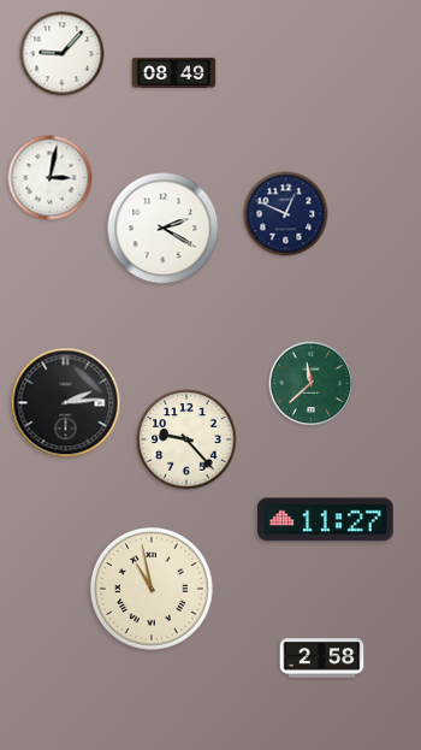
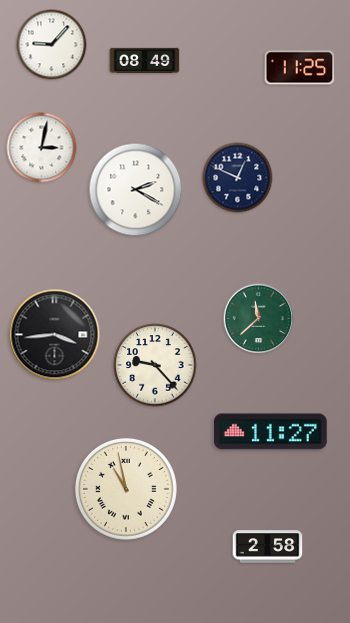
clock at (300, 68): none -> 11:25
clock at (66, 403): 2:14 -> 3:44
